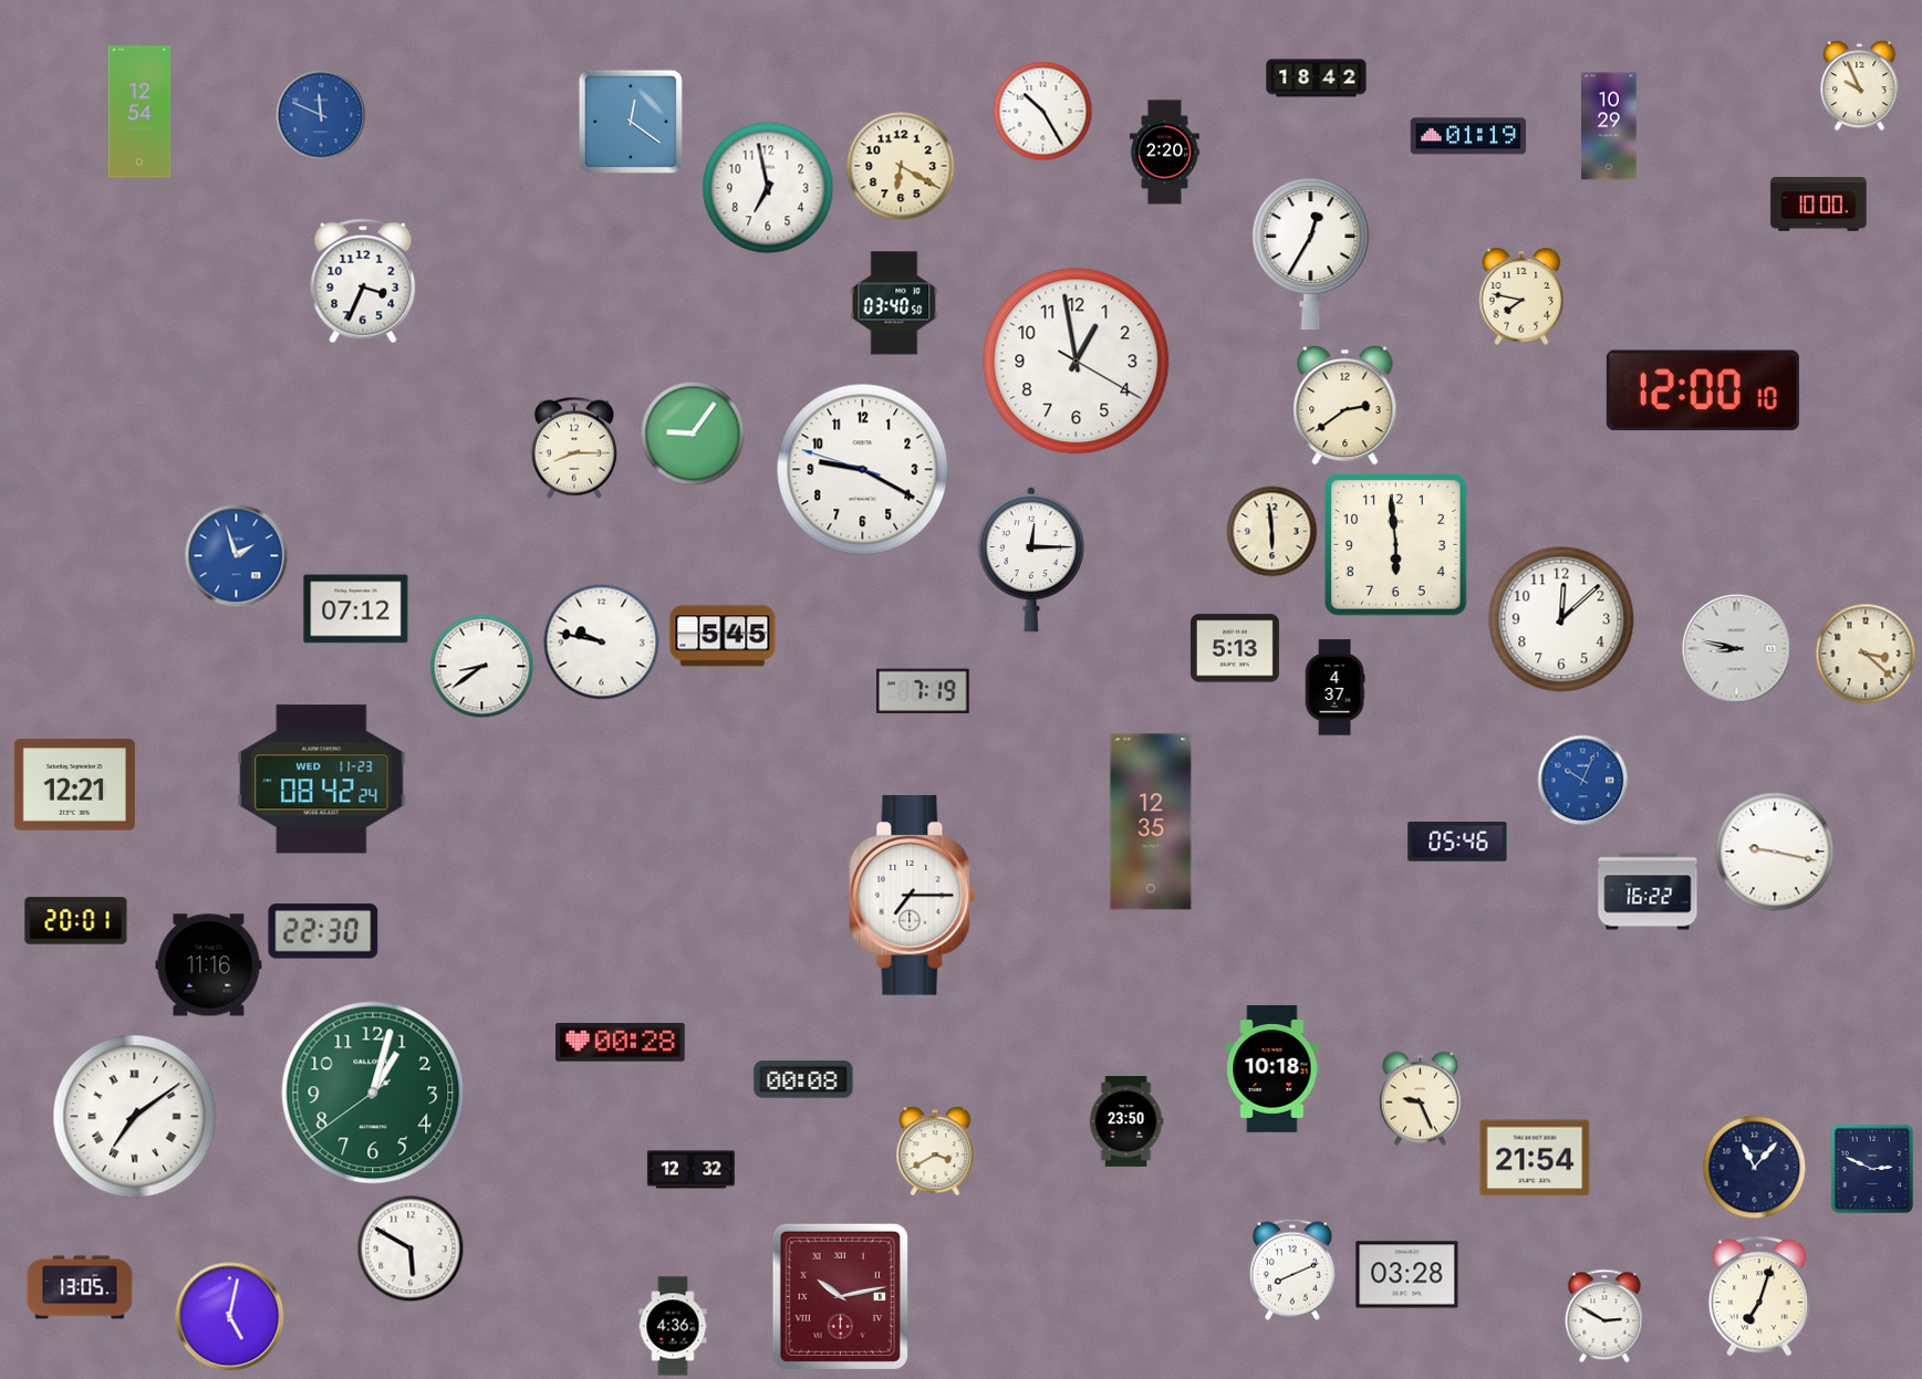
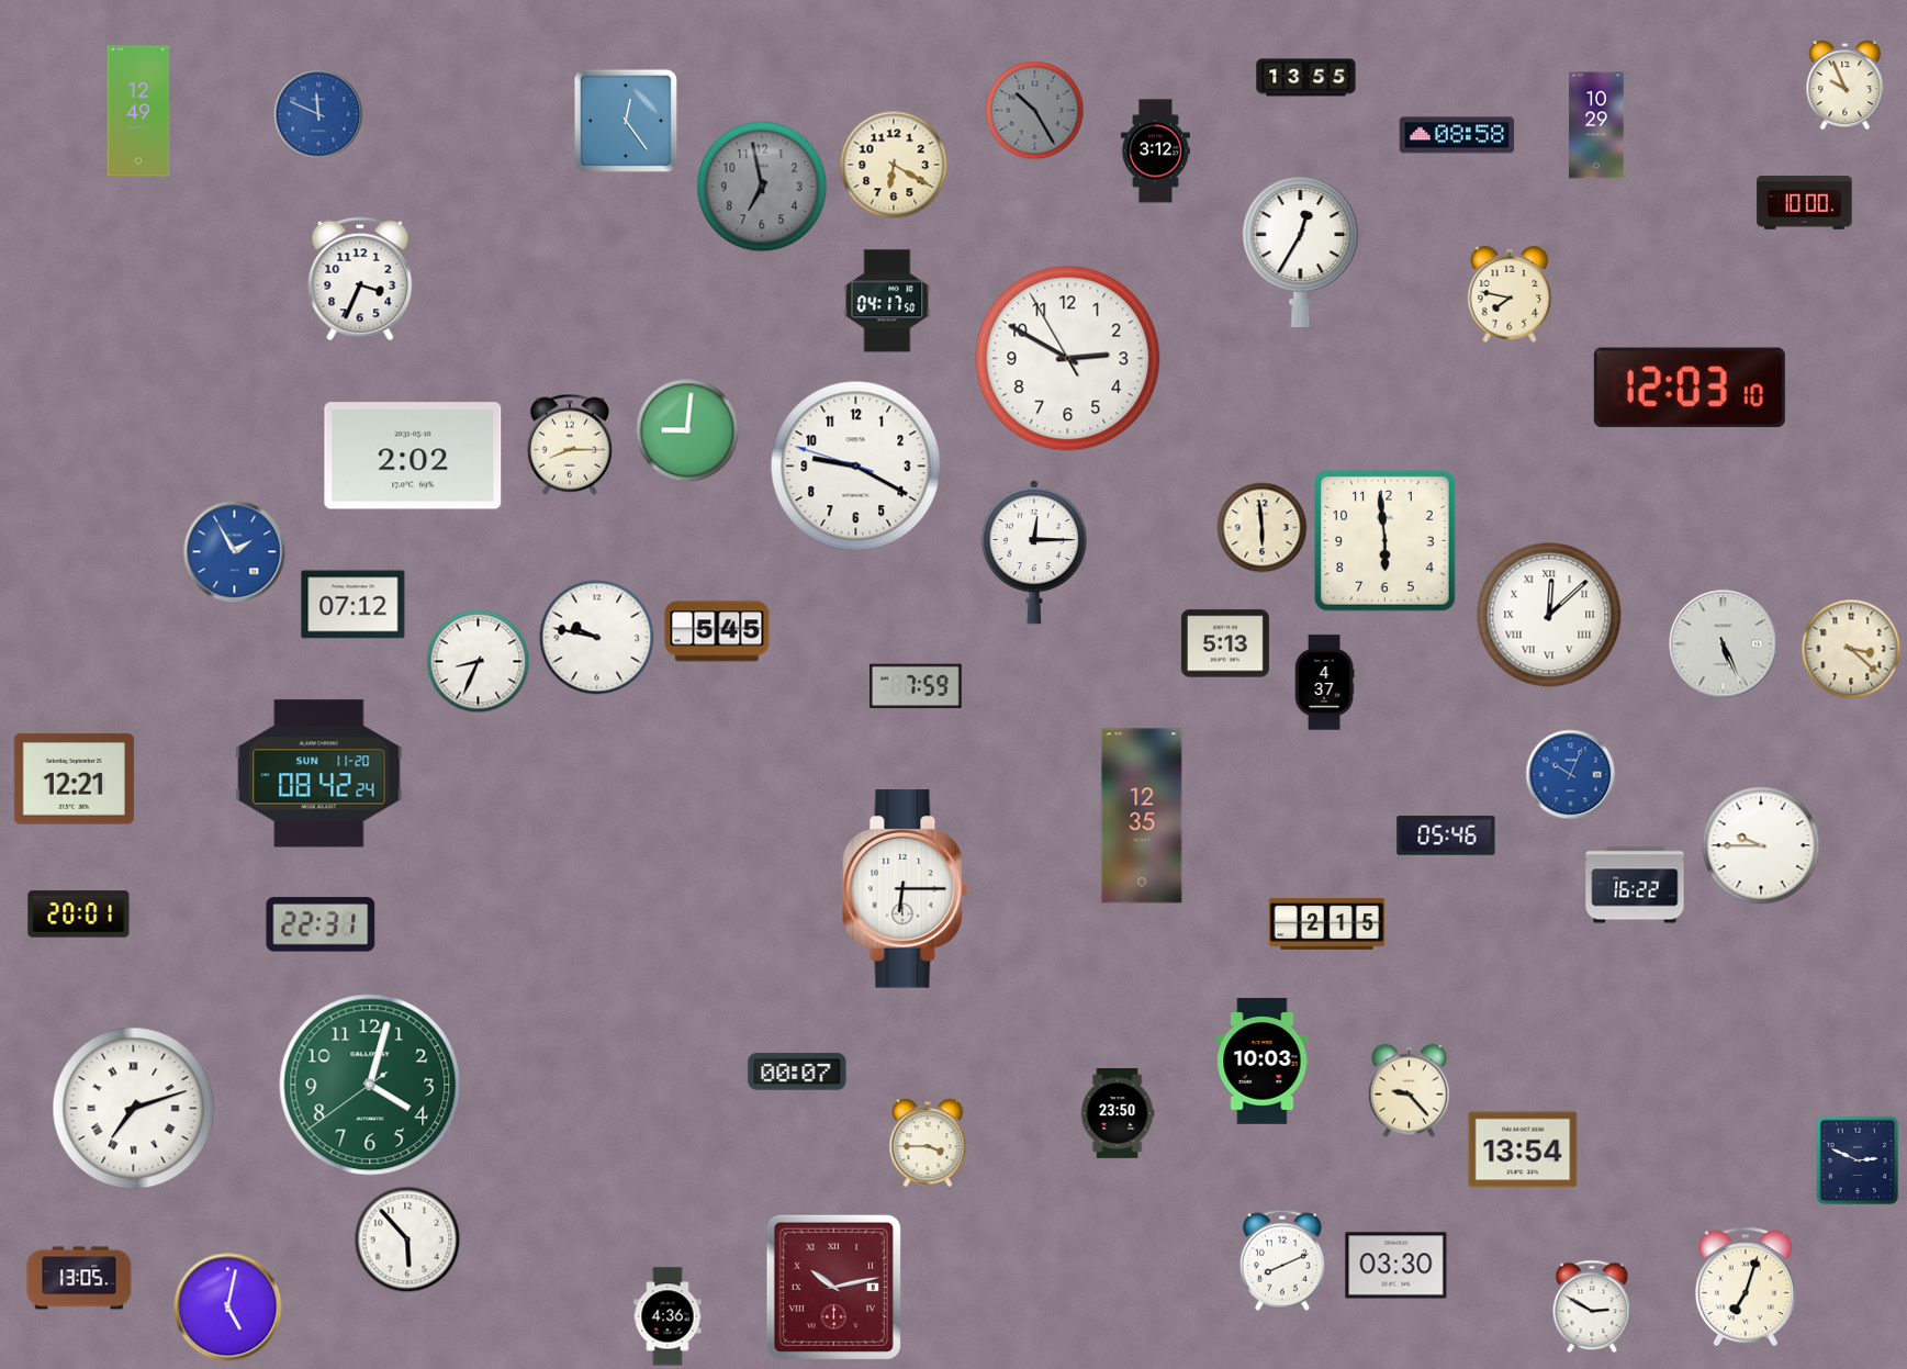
clock at (1317, 79): 18:42 -> 13:55
clock at (139, 112): 12:54 -> 12:49
clock at (1043, 112) dial: white -> grey
clock at (631, 122): 12:21 -> 12:24
clock at (1468, 136): 01:19 -> 08:58
clock at (1164, 153): 2:20 -> 3:12
clock at (768, 188) dial: white -> grey
clock at (894, 303): 03:40 -> 04:17
clock at (1077, 362): 12:58 -> 2:49
clock at (1703, 390): 12:00 -> 12:03
clock at (1346, 405): 2:39 -> none
clock at (693, 433): 9:06 -> 9:01
clock at (413, 456): none -> 2:02
clock at (237, 556): 1:57 -> 1:55
clock at (1031, 560) position: (1031, 560) -> (1034, 552)
clock at (1561, 619) numerals: Arabic -> Roman
clock at (1737, 649): 8:47 -> 5:26
clock at (482, 667): 8:39 -> 8:34
clock at (924, 691): 7:19 -> 7:59
clock at (322, 780) date: WED 11-23 -> SUN 11-20
clock at (1775, 852): 9:17 -> 9:45
clock at (913, 896): 7:15 -> 6:15
clock at (76, 921) position: (76, 921) -> (79, 914)
clock at (1327, 923): none -> 2:15
clock at (323, 931): 22:30 -> 22:31
clock at (209, 965): 11:16 -> none
clock at (621, 1043): 00:28 -> none
clock at (1272, 1069): 10:18 -> 10:03
clock at (803, 1079): 00:08 -> 00:07
clock at (373, 1093): 1:02 -> 4:02
clock at (1420, 1099): 9:26 -> 9:23
clock at (135, 1117): 7:09 -> 7:12
clock at (935, 1151): 3:40 -> 3:45
clock at (1535, 1158): 21:54 -> 13:54
clock at (1755, 1168): 11:07 -> none
clock at (690, 1170): 12:32 -> none
clock at (411, 1249): 5:50 -> 5:53
clock at (1407, 1275): 03:28 -> 03:30
